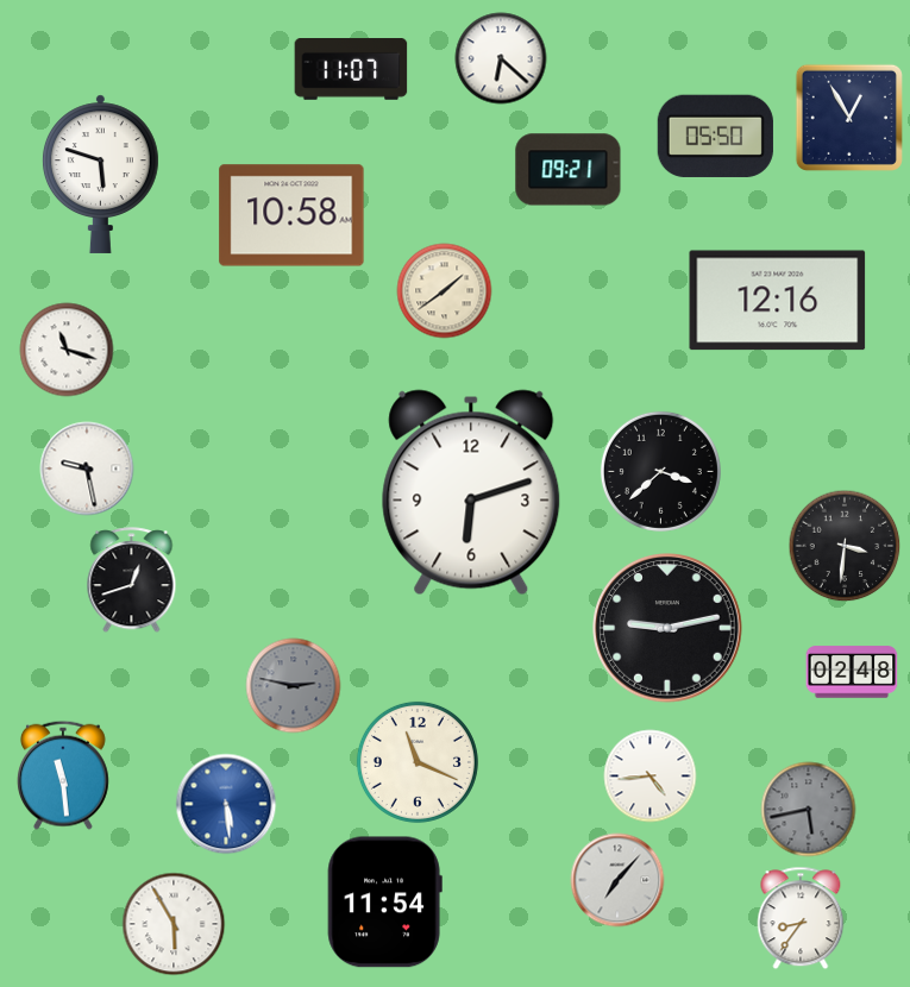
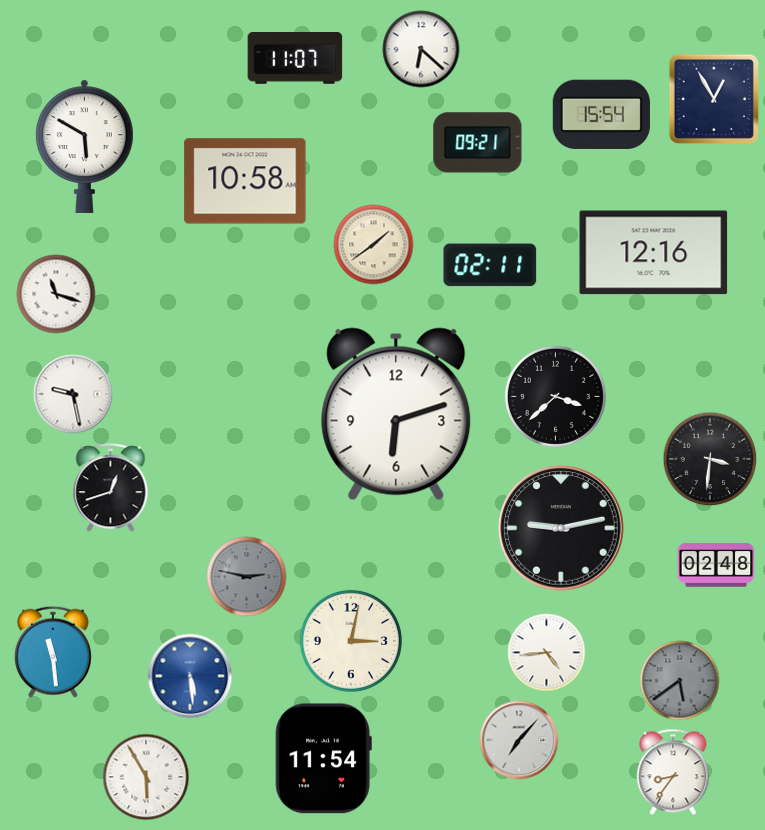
clock at (715, 136): 05:50 -> 15:54
clock at (100, 174): 5:48 -> 5:50
clock at (490, 265): none -> 02:11
clock at (418, 762): 11:19 -> 3:02
clock at (809, 810): 5:43 -> 5:39
